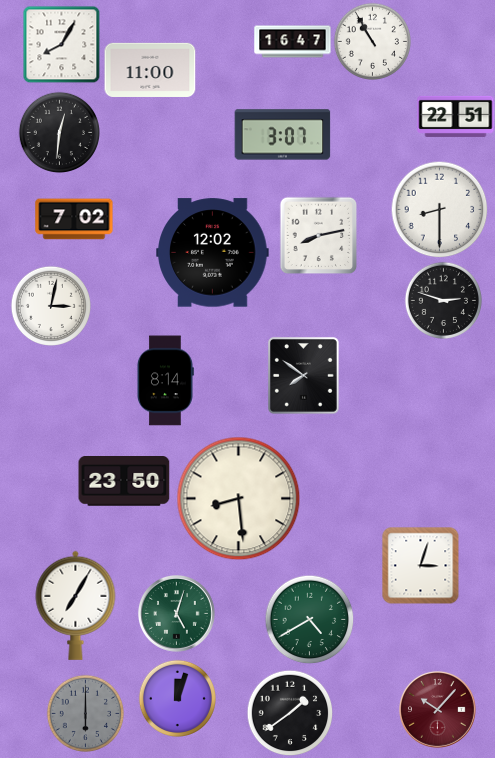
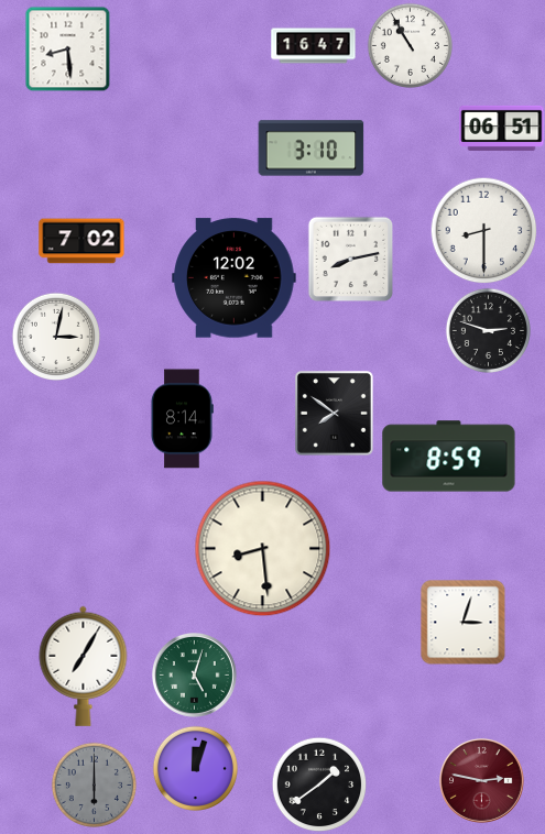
clock at (293, 42) position: (293, 42) -> (314, 46)
clock at (61, 44): 8:05 -> 8:29
clock at (150, 70): 11:00 -> none
clock at (456, 116): 22:51 -> 06:51
clock at (59, 132): 12:31 -> none
clock at (283, 135): 3:07 -> 3:10
clock at (449, 457): none -> 8:59
clock at (124, 481): 23:50 -> none
clock at (309, 619): 4:40 -> none
clock at (438, 710): 10:07 -> 2:47
